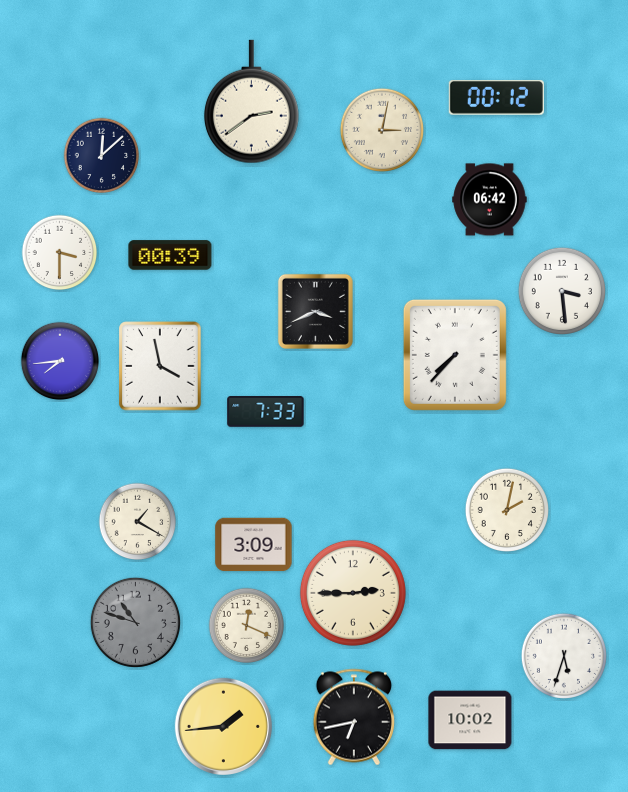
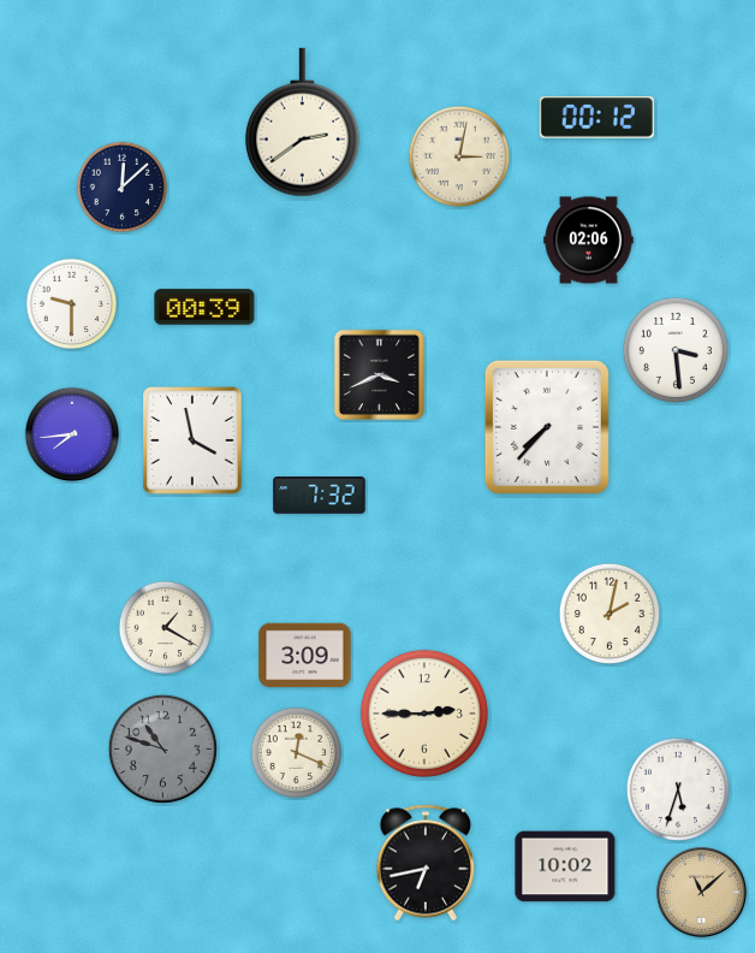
clock at (490, 200): 06:42 -> 02:06
clock at (60, 253): 3:30 -> 9:30
clock at (266, 412): 7:33 -> 7:32
clock at (223, 726): 1:44 -> none
clock at (701, 892): none -> 11:08
